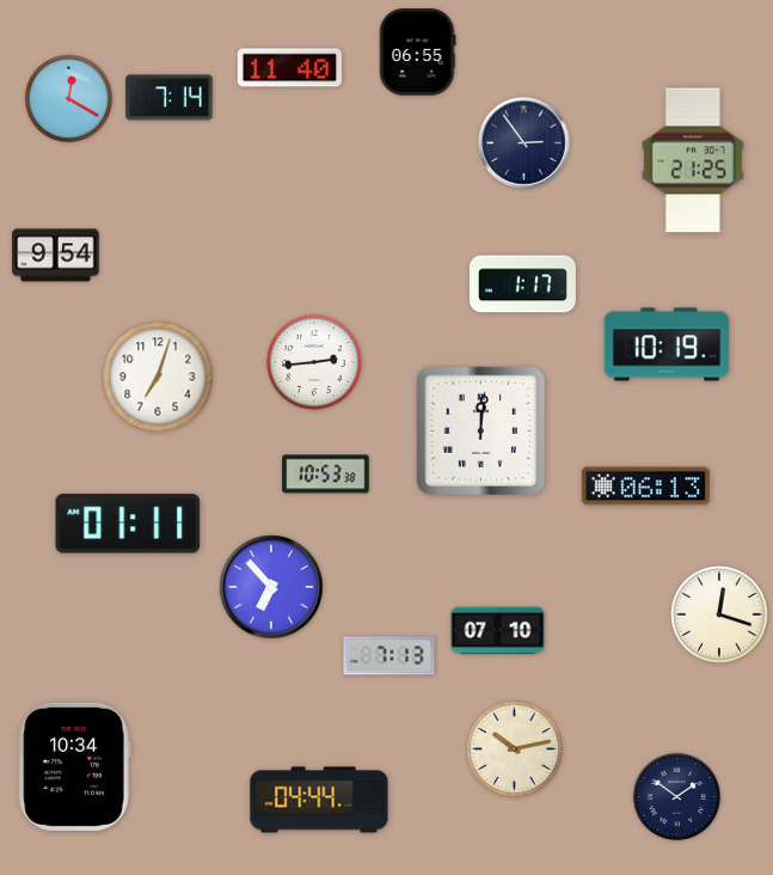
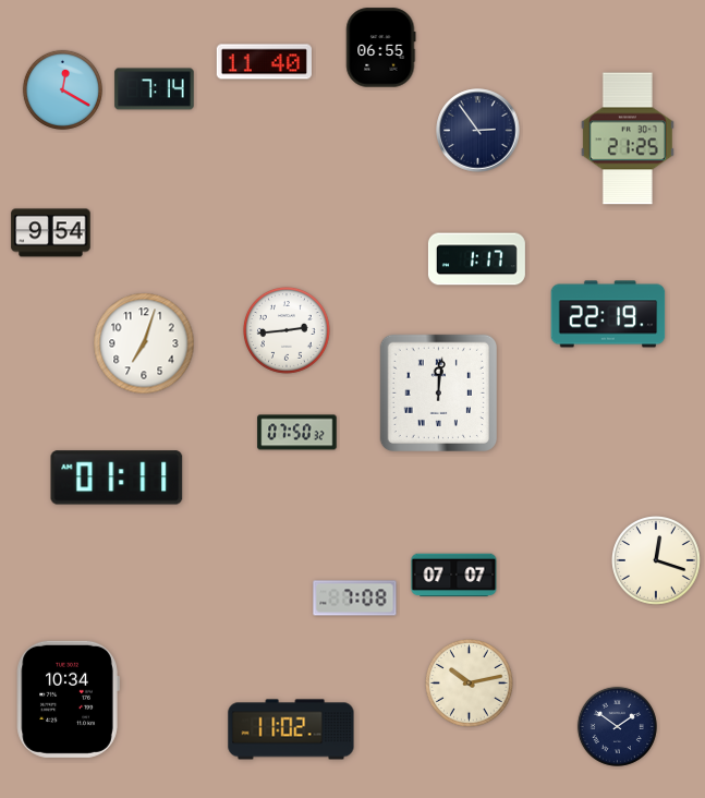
clock at (693, 160) position: (693, 160) -> (628, 138)
clock at (667, 344): 10:19 -> 22:19
clock at (326, 475): 10:53 -> 07:50
clock at (645, 487): 06:13 -> none
clock at (271, 587): 6:53 -> none
clock at (498, 631): 07:10 -> 07:07
clock at (389, 656): 7:13 -> 7:08
clock at (319, 800): 04:44 -> 11:02
